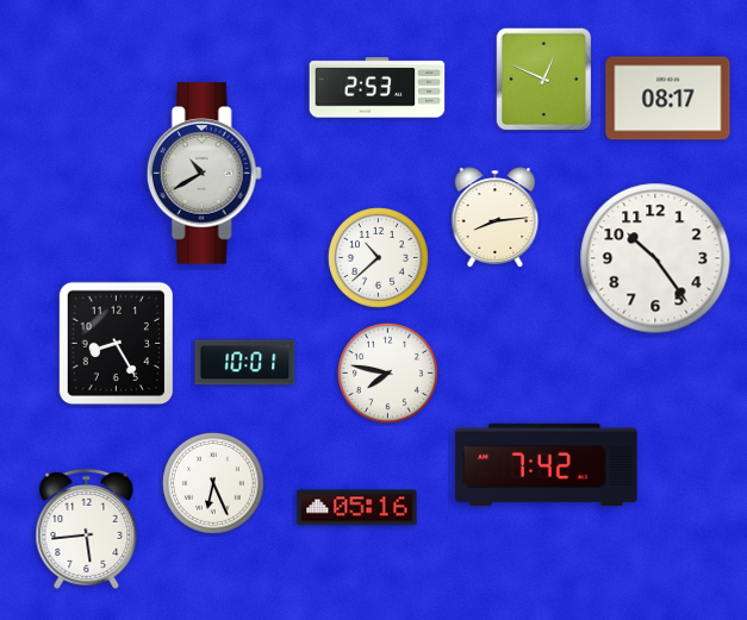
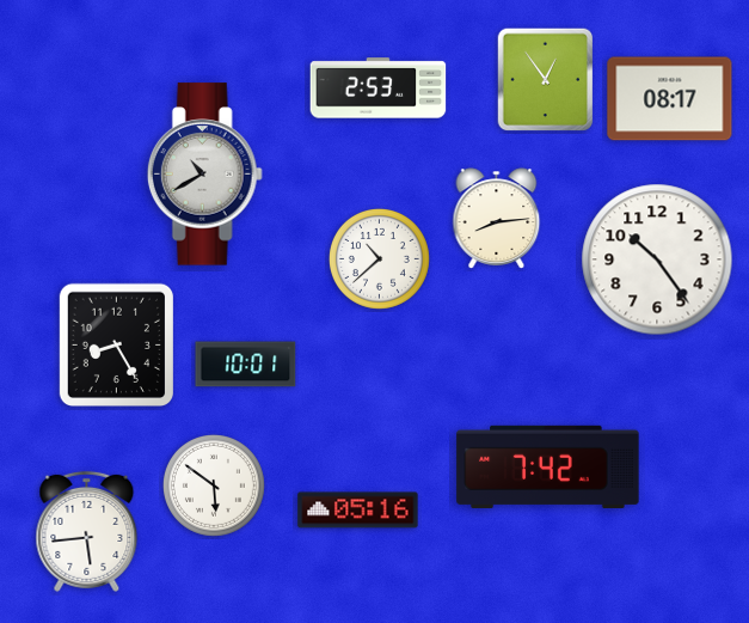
clock at (544, 80): 12:49 -> 12:54
clock at (387, 372): 7:47 -> none
clock at (213, 483): 6:26 -> 5:51
